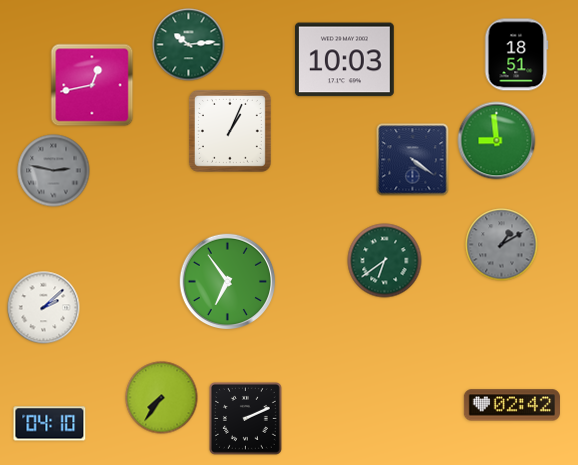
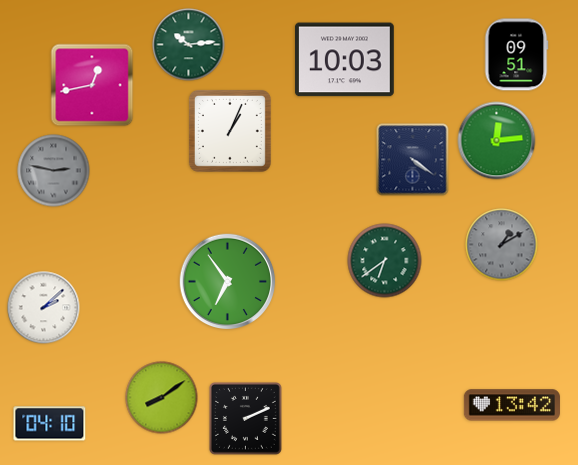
clock at (516, 55): 18:51 -> 09:51
clock at (497, 141): 8:59 -> 12:14
clock at (162, 398): 7:36 -> 8:09
clock at (512, 405): 02:42 -> 13:42
